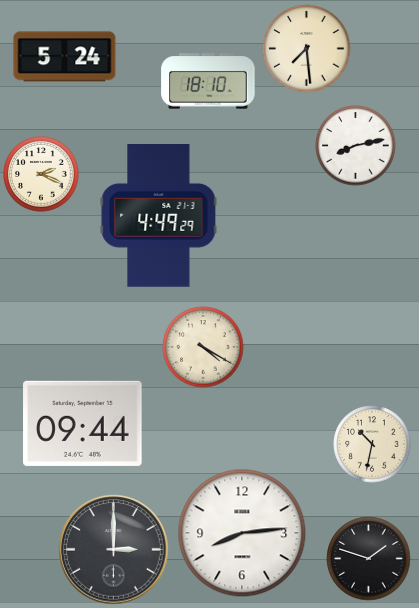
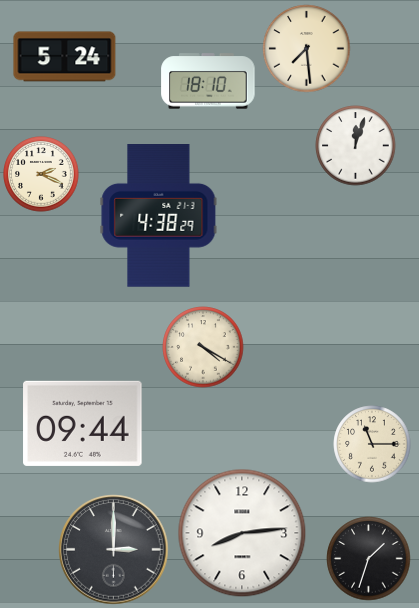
clock at (356, 146): 8:13 -> 12:03
clock at (159, 216): 4:49 -> 4:38
clock at (372, 444): 10:32 -> 11:15
clock at (369, 559): 1:48 -> 1:33
